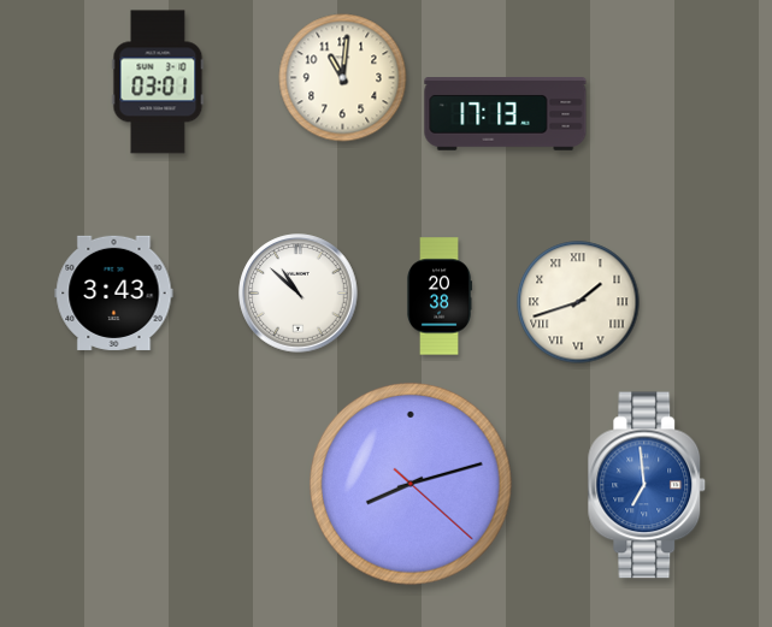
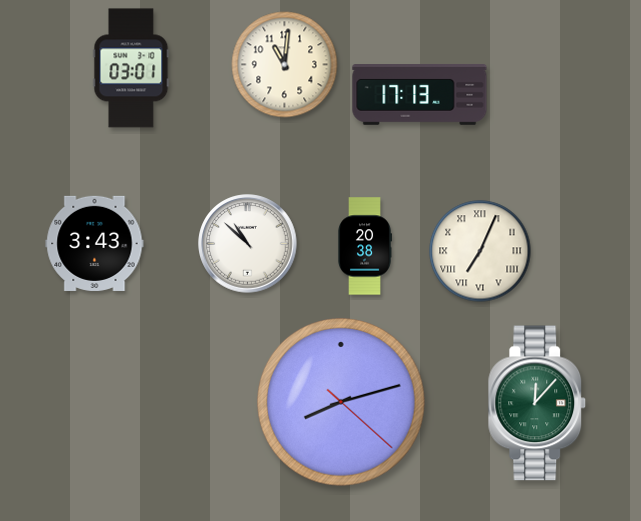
clock at (578, 302): 1:42 -> 7:04
clock at (647, 485): 6:59 -> 12:07
clock at (647, 485) dial: blue -> green
